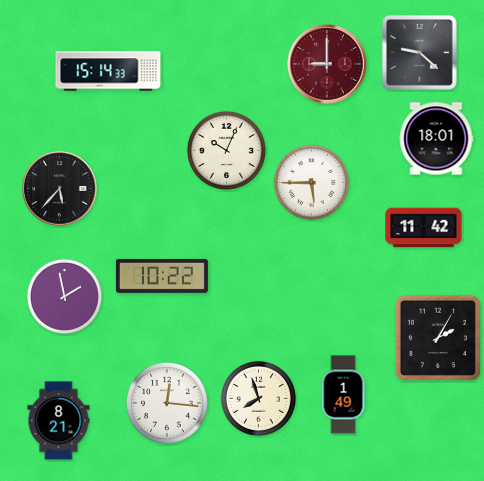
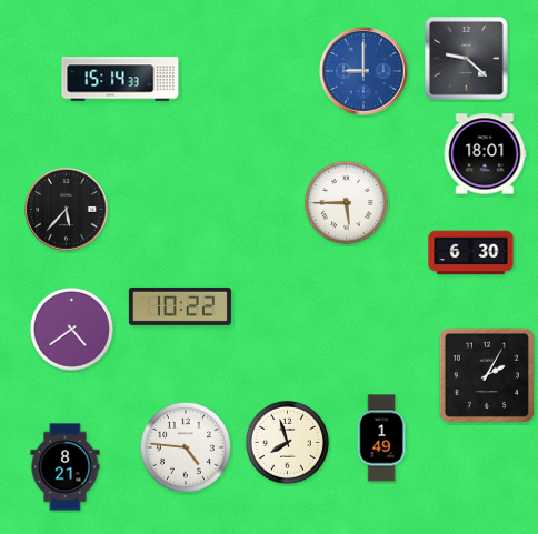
clock at (327, 64) dial: burgundy -> blue
clock at (226, 150): 10:04 -> none
clock at (424, 228): 11:42 -> 6:30
clock at (64, 296): 1:58 -> 4:39
clock at (167, 403): 12:16 -> 4:46
